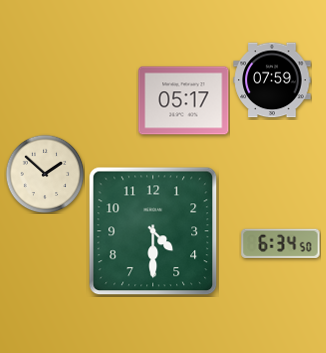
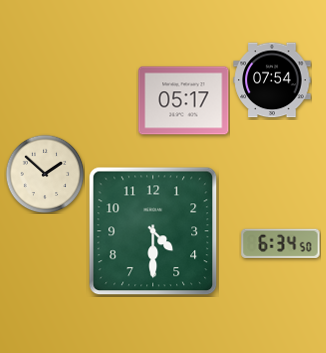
clock at (272, 80): 07:59 -> 07:54
